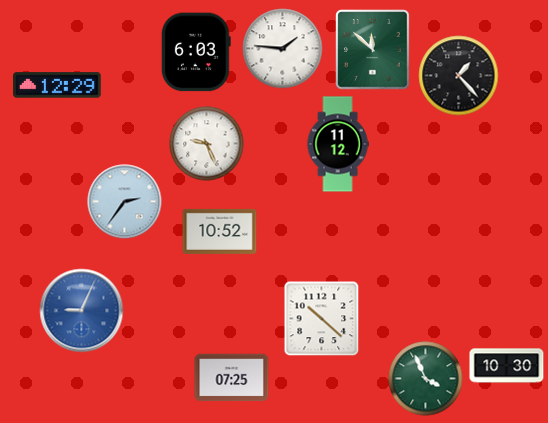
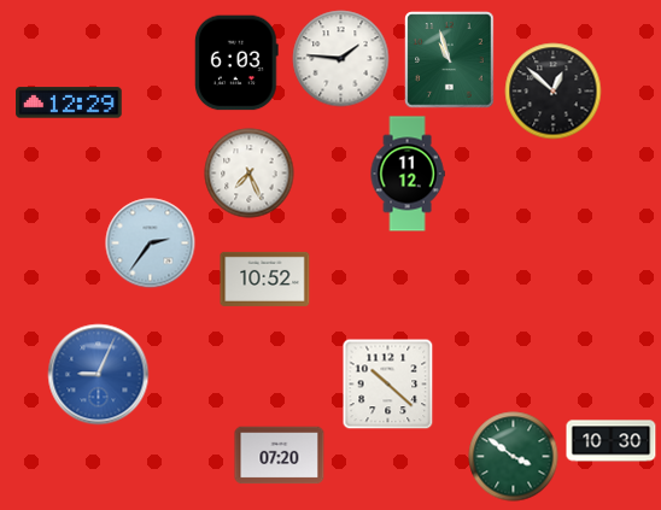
clock at (373, 50): 11:52 -> 10:57
clock at (459, 76): 1:23 -> 12:52
clock at (207, 144): 9:26 -> 7:26
clock at (232, 378): 07:25 -> 07:20
clock at (426, 379): 3:56 -> 3:51
